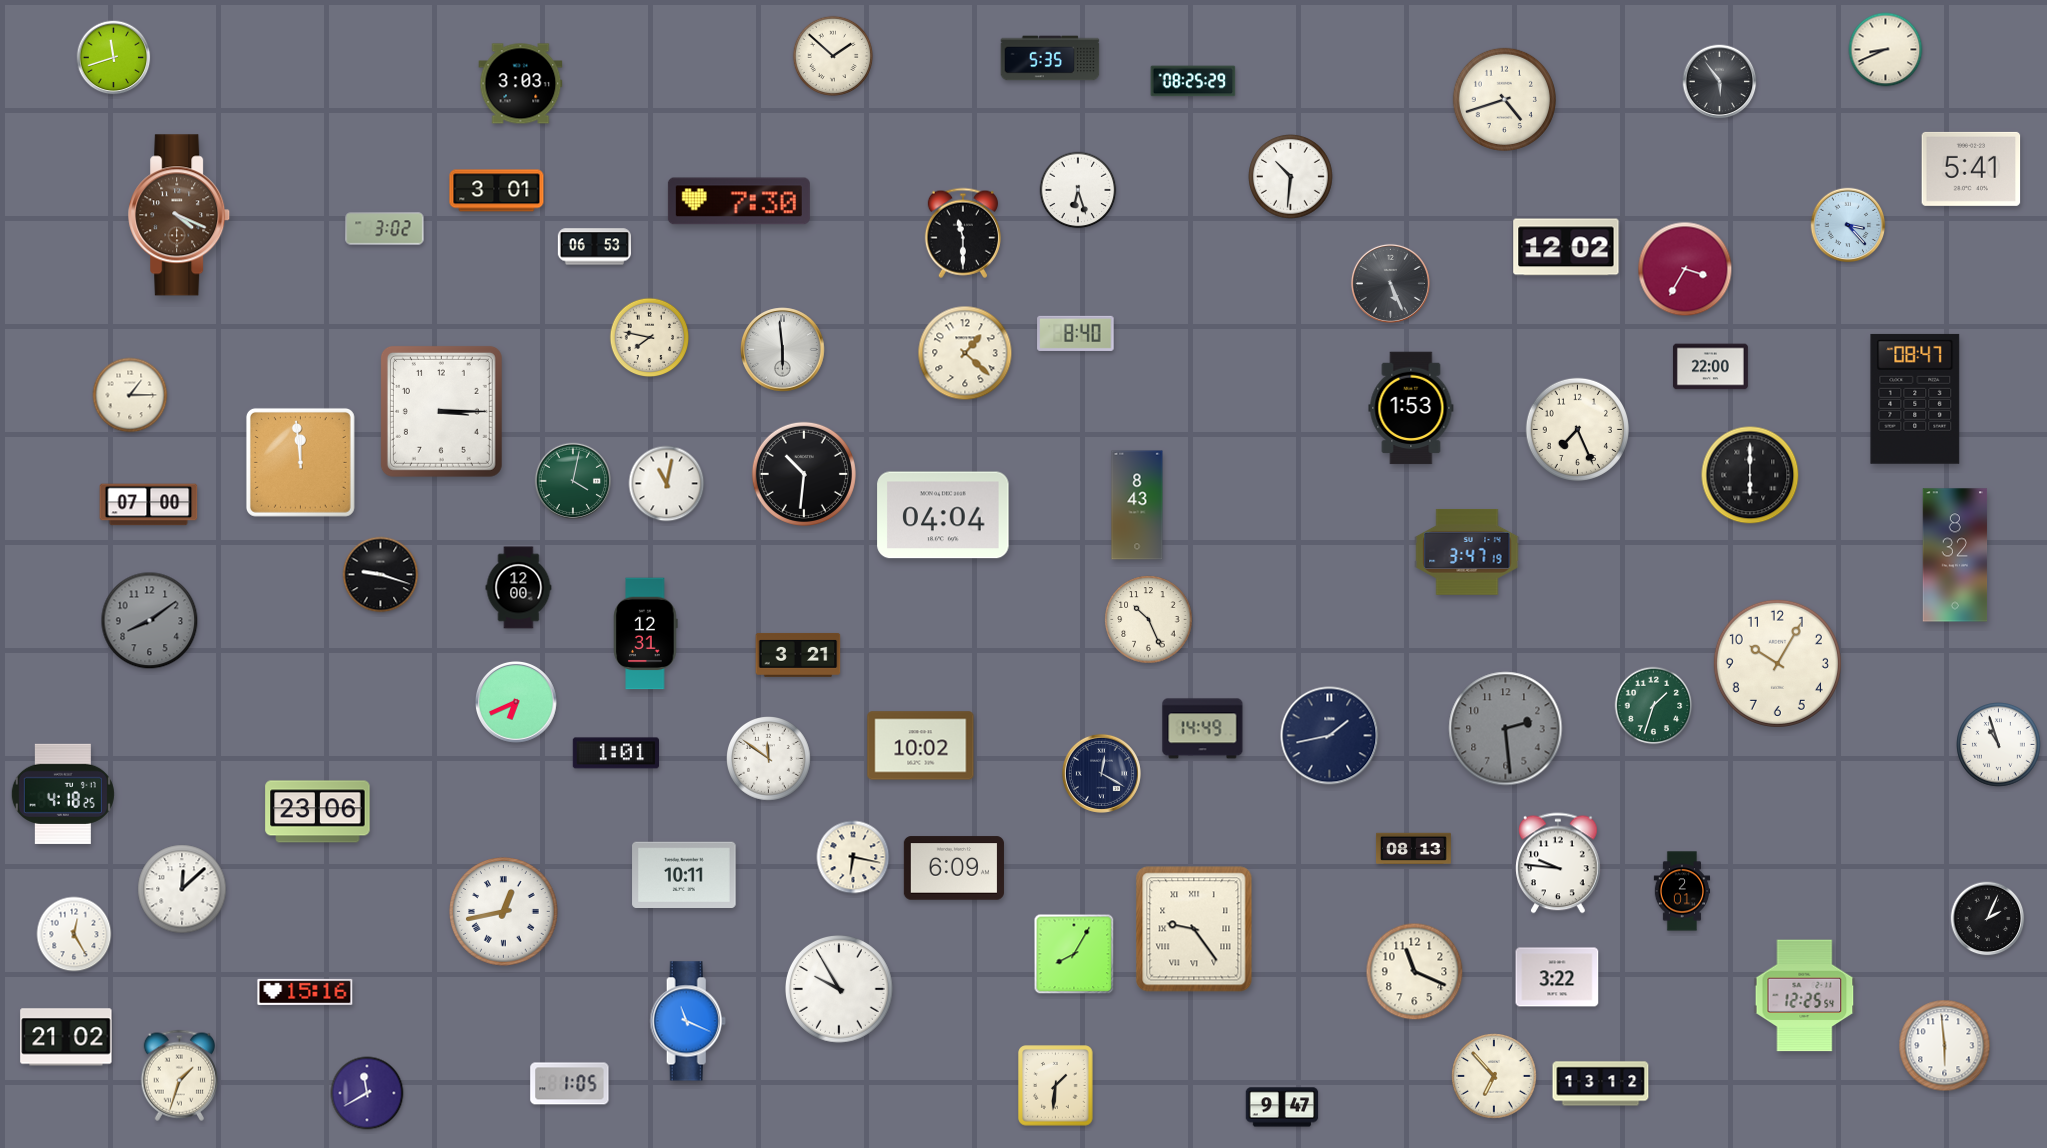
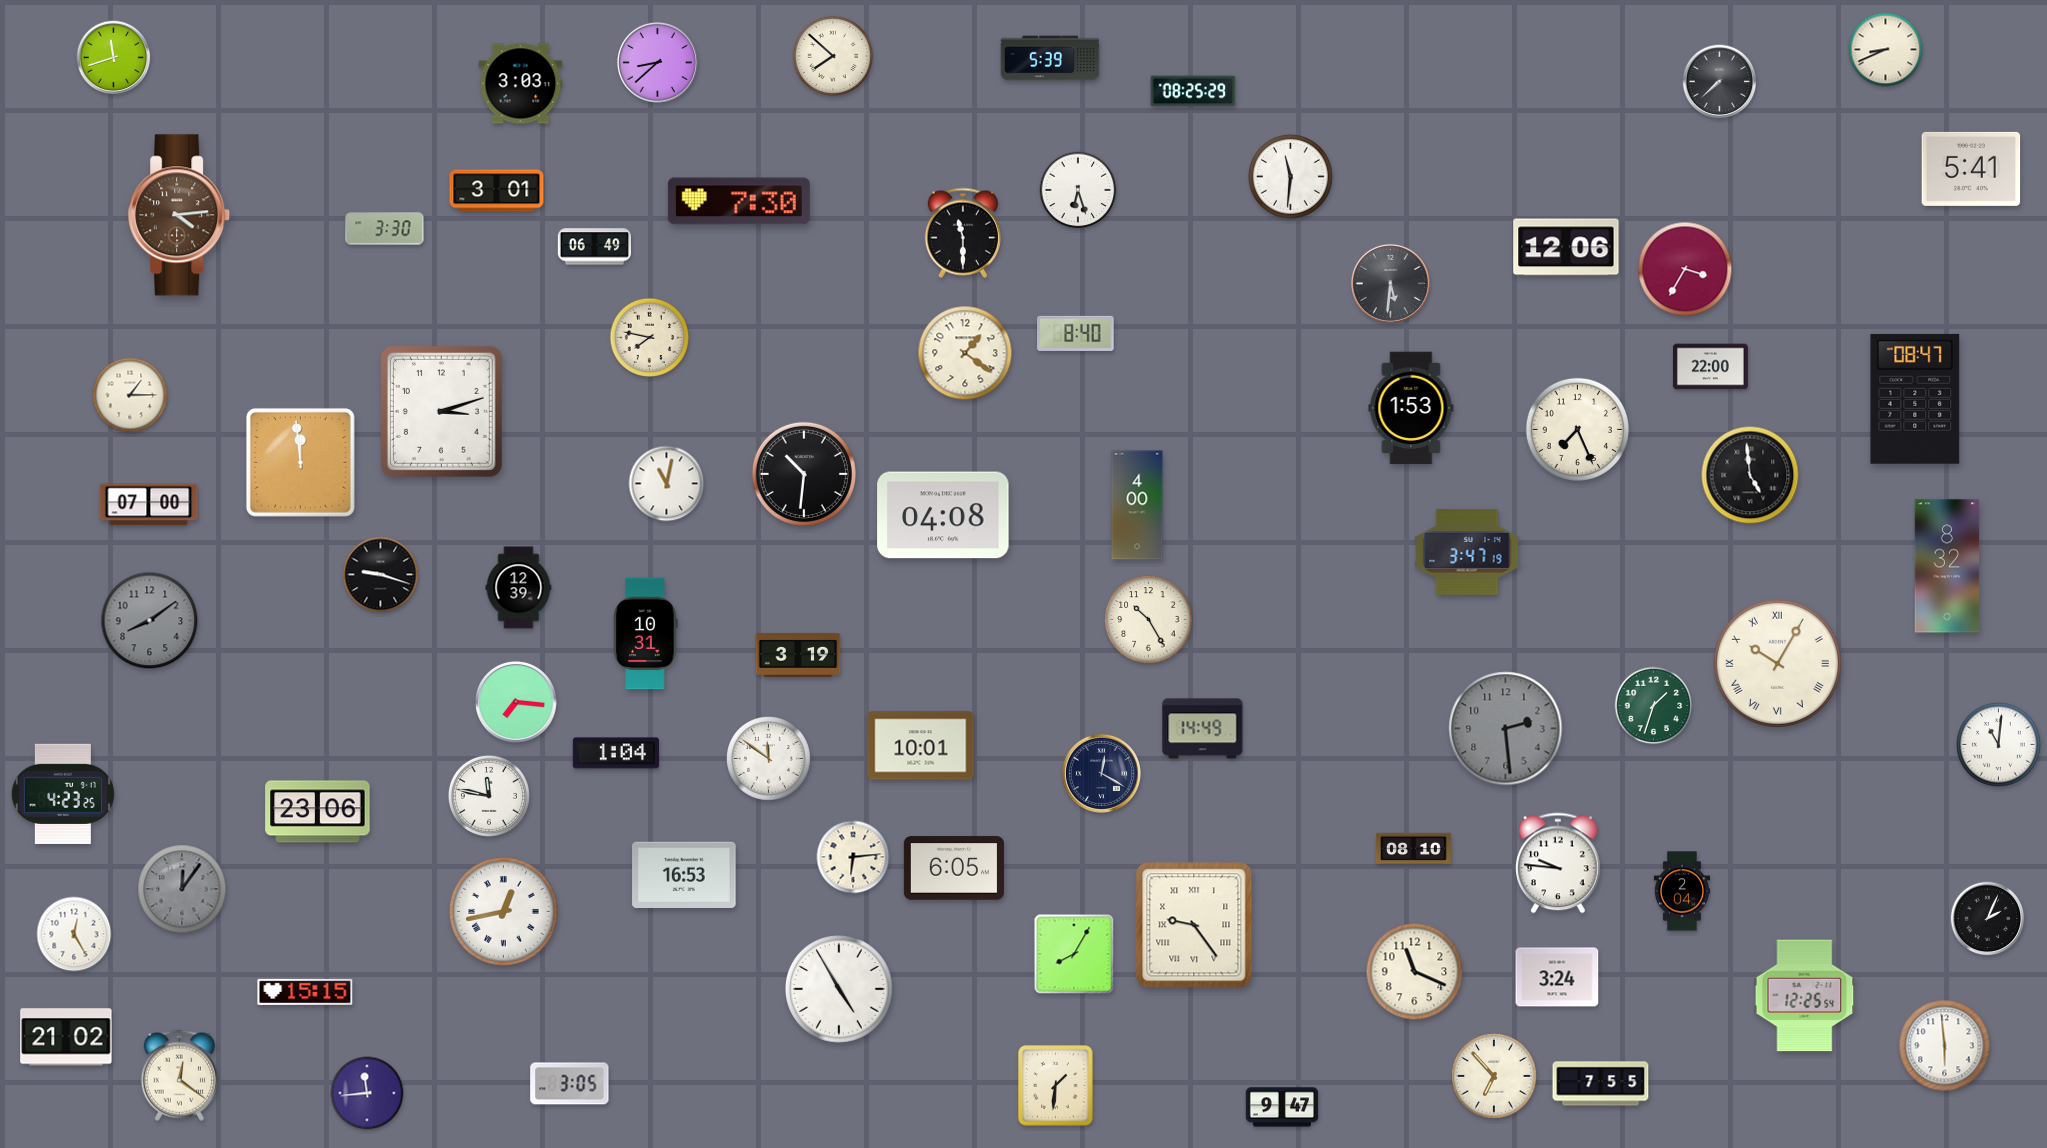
clock at (832, 55): 1:52 -> 7:52
clock at (1050, 58): 5:35 -> 5:39
clock at (657, 62): none -> 8:38
clock at (1193, 81) position: (1193, 81) -> (1193, 91)
clock at (1720, 82): 5:54 -> 7:38
clock at (1504, 99): 4:42 -> none
clock at (1291, 177): 10:31 -> 11:31
clock at (180, 215): 4:19 -> 4:14
clock at (1848, 225): 3:23 -> none
clock at (385, 229): 3:02 -> 3:30
clock at (594, 247): 06:53 -> 06:49
clock at (1566, 247): 12:02 -> 12:06
clock at (1390, 283): 5:26 -> 5:31
clock at (783, 350): 5:59 -> none
clock at (965, 353): 1:22 -> 1:21
clock at (441, 411): 3:15 -> 3:12
clock at (1750, 475): 6:00 -> 4:59
clock at (572, 480): 4:02 -> none
clock at (1137, 505): 8:43 -> 4:00
clock at (943, 515): 04:04 -> 04:08
clock at (1955, 555) position: (1955, 555) -> (1947, 566)
clock at (519, 588): 12:00 -> 12:39
clock at (1149, 620): 10:26 -> 10:25
clock at (646, 634): 12:31 -> 10:31
clock at (798, 655): 3:21 -> 3:19
clock at (1777, 663) numerals: Arabic -> Roman
clock at (516, 702): 6:41 -> 7:16
clock at (1330, 736): 1:43 -> none
clock at (1999, 745): 10:57 -> 11:01
clock at (921, 746): 10:02 -> 10:01
clock at (615, 753): 1:01 -> 1:04
clock at (63, 794): 4:18 -> 4:23
clock at (489, 796): none -> 11:47
clock at (1413, 849): 08:13 -> 08:10
clock at (853, 857): 6:17 -> 6:14
clock at (954, 868): 6:09 -> 6:05
clock at (684, 874): 10:11 -> 16:53
clock at (182, 889): 12:08 -> 12:06
clock at (182, 889) dial: white -> grey
clock at (1682, 891): 2:01 -> 2:04
clock at (1194, 929) position: (1194, 929) -> (1194, 925)
clock at (1557, 977): 3:22 -> 3:24
clock at (840, 990): 9:55 -> 4:55
clock at (305, 992): 15:16 -> 15:15
clock at (688, 1021): 11:19 -> none
clock at (179, 1075): 1:33 -> 12:21
clock at (570, 1084): 1:05 -> 3:05
clock at (1601, 1084): 13:12 -> 7:55
clock at (367, 1093): 11:40 -> 11:44
